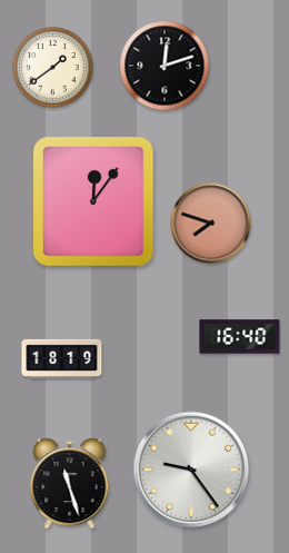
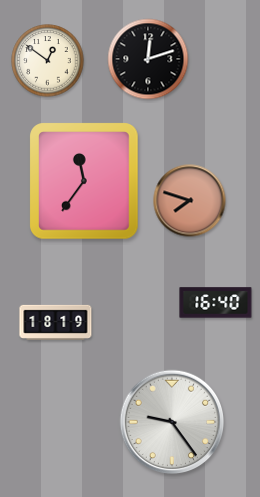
clock at (53, 68): 1:39 -> 12:51
clock at (94, 201): 12:06 -> 11:36
clock at (70, 484): 11:27 -> none
